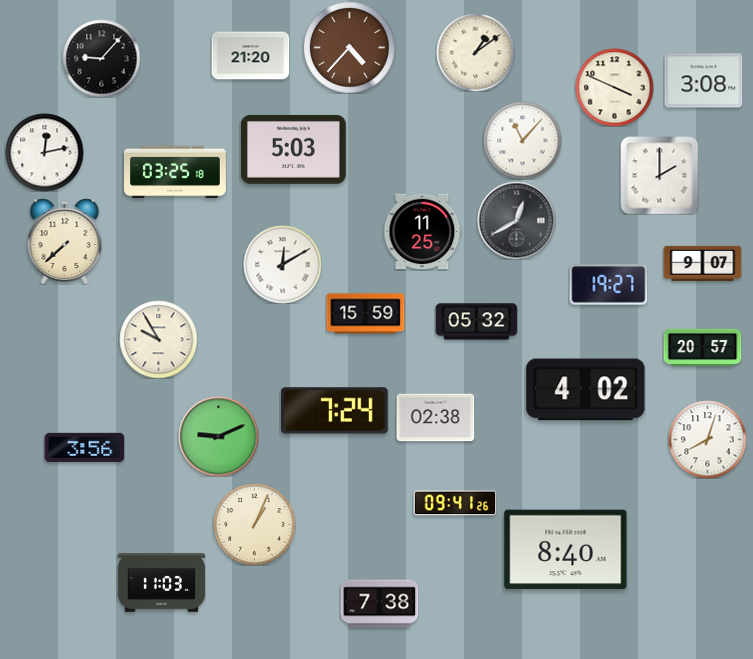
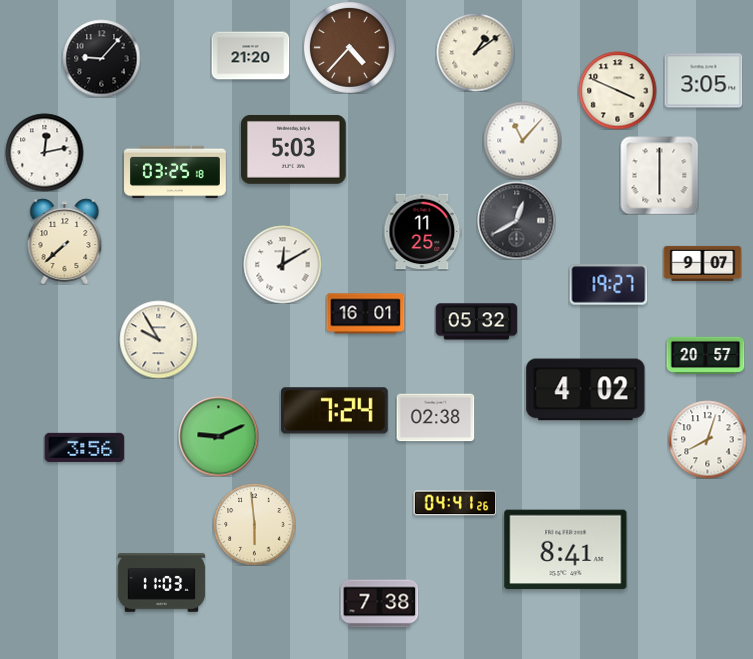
clock at (703, 81): 3:08 -> 3:05
clock at (614, 87) position: (614, 87) -> (617, 90)
clock at (659, 175): 2:00 -> 6:00
clock at (365, 314): 15:59 -> 16:01
clock at (702, 348) position: (702, 348) -> (705, 356)
clock at (455, 503): 09:41 -> 04:41
clock at (254, 524): 1:04 -> 5:59
clock at (566, 550): 8:40 -> 8:41
